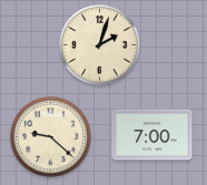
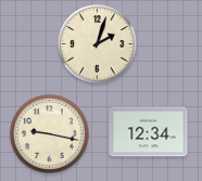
clock at (152, 135): 7:00 -> 12:34
clock at (51, 137): 9:22 -> 9:17
